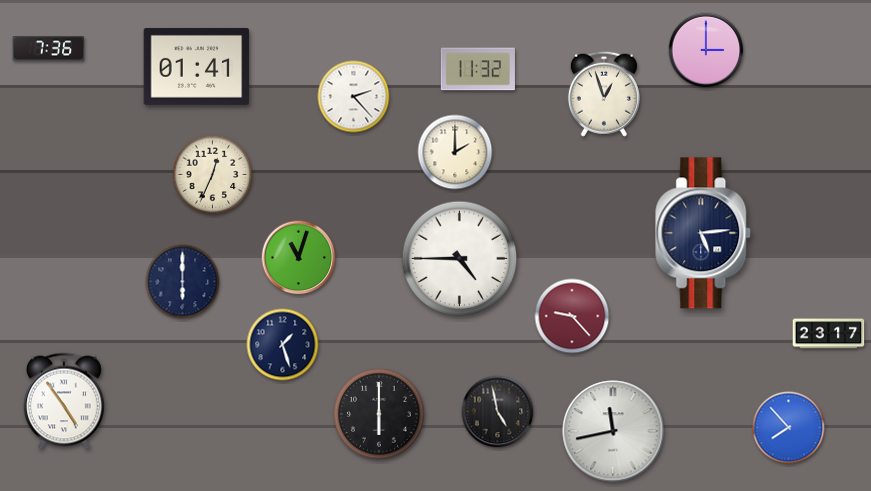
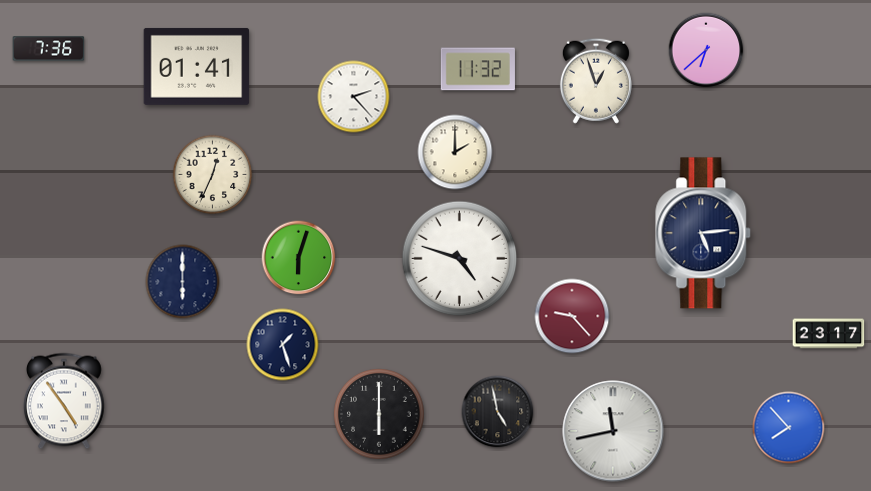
clock at (706, 50): 3:00 -> 6:38
clock at (604, 94) position: (604, 94) -> (596, 81)
clock at (299, 258): 11:03 -> 6:03
clock at (460, 259): 4:45 -> 4:48
